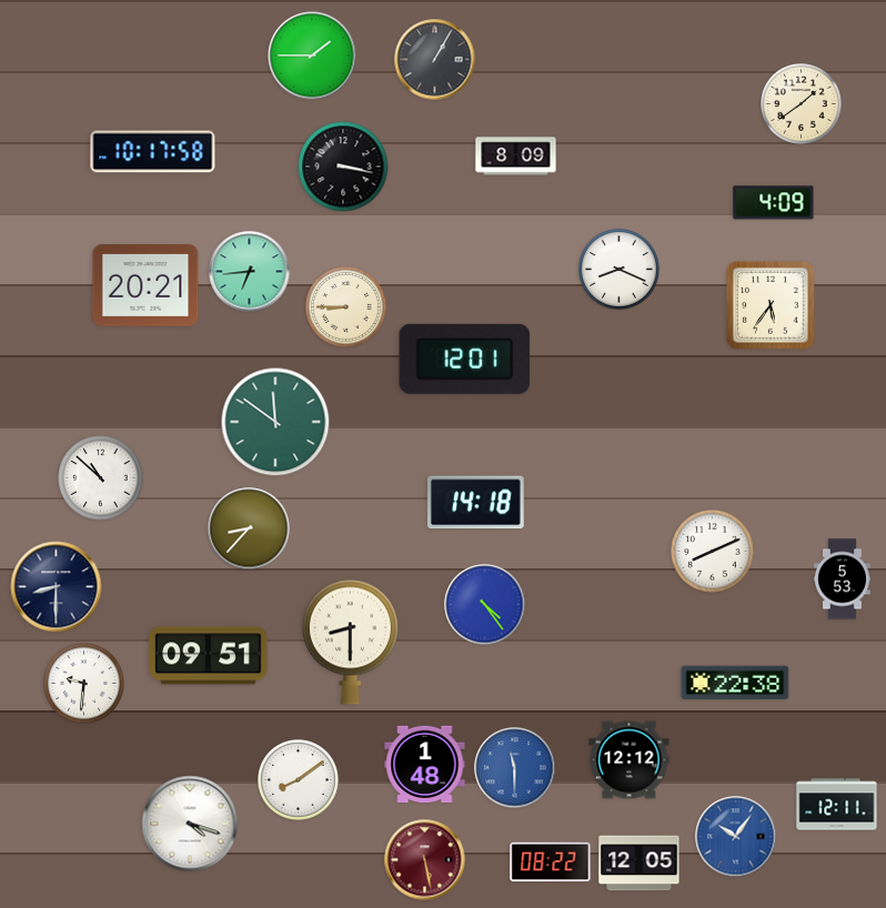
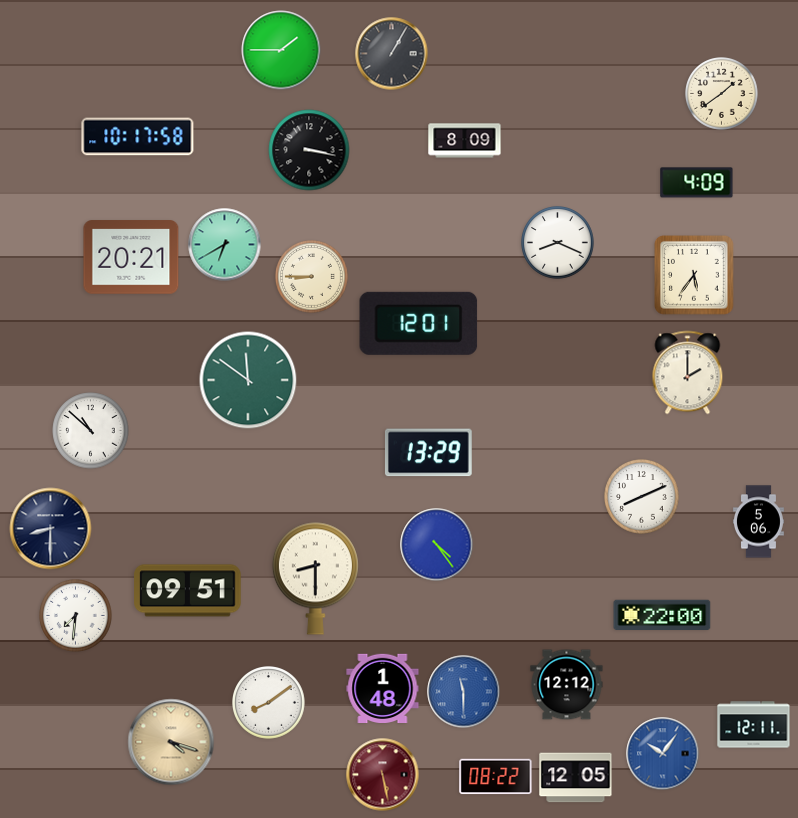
clock at (250, 272): 6:44 -> 6:40
clock at (688, 373): none -> 2:00
clock at (475, 503): 14:18 -> 13:29
clock at (249, 528): 8:37 -> none
clock at (842, 579): 5:53 -> 5:06
clock at (735, 683): 22:38 -> 22:00
clock at (84, 684): 9:31 -> 7:31
clock at (190, 824) dial: white -> champagne
